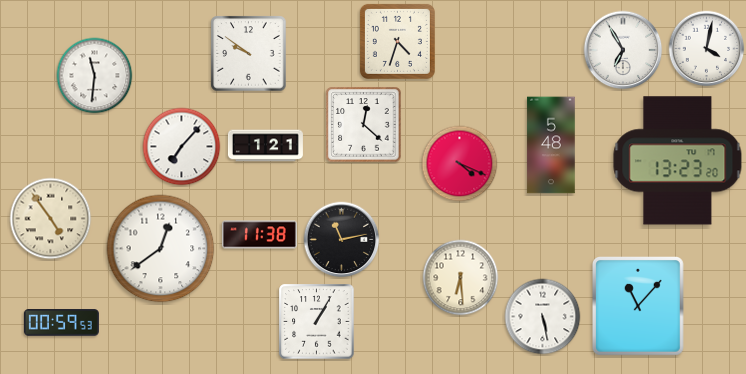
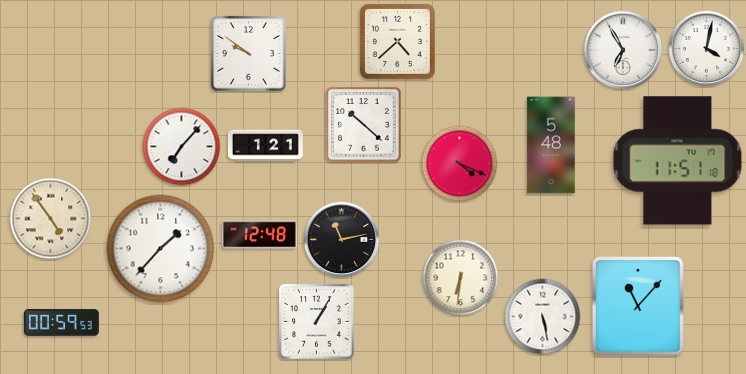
clock at (397, 41): 4:33 -> 4:38
clock at (95, 76): 11:31 -> none
clock at (364, 125): 12:22 -> 10:22
clock at (678, 161): 13:23 -> 11:51
clock at (259, 235): 11:38 -> 12:48
clock at (161, 249): 12:39 -> 1:37
clock at (461, 278): 6:29 -> 6:31
